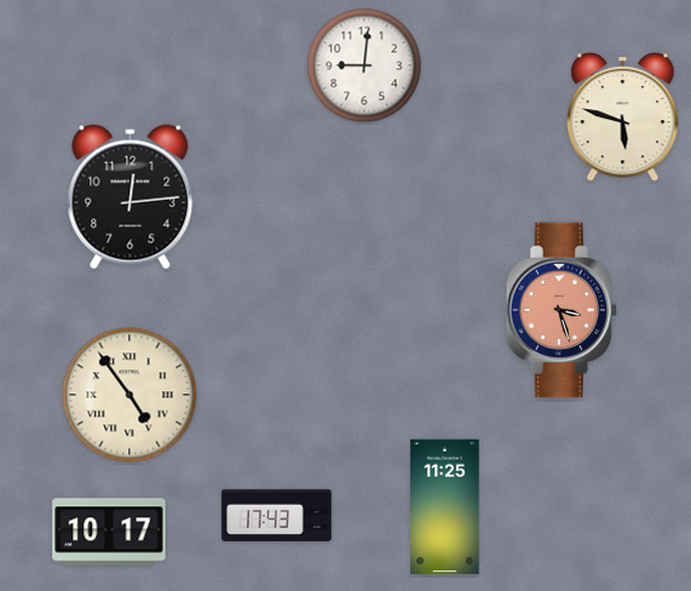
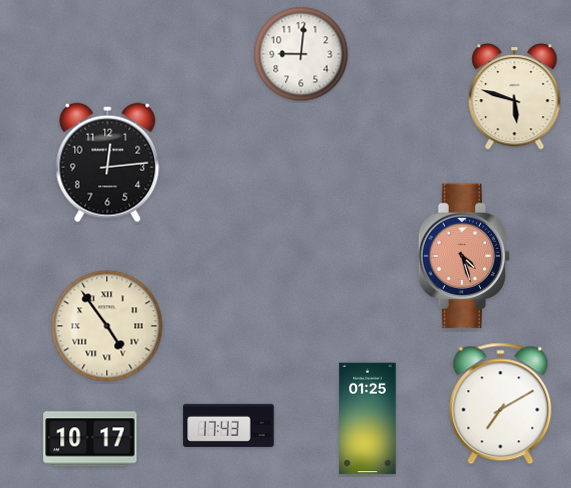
clock at (562, 310): 3:27 -> 4:27
clock at (501, 404): none -> 7:10
clock at (445, 507): 11:25 -> 01:25
